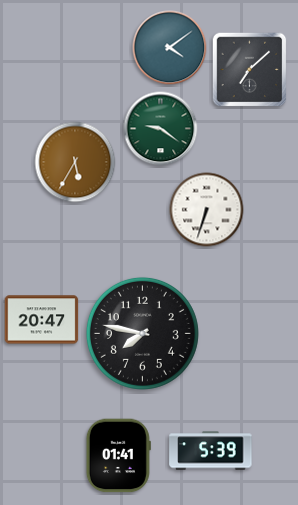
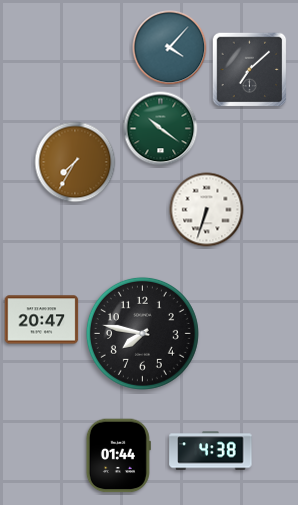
clock at (170, 48): 4:09 -> 4:07
clock at (161, 129): 9:21 -> 10:21
clock at (75, 162): 5:35 -> 7:35
clock at (211, 451): 5:39 -> 4:38
clock at (118, 456): 01:41 -> 01:44
